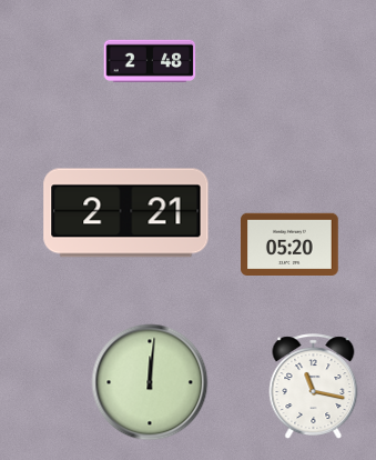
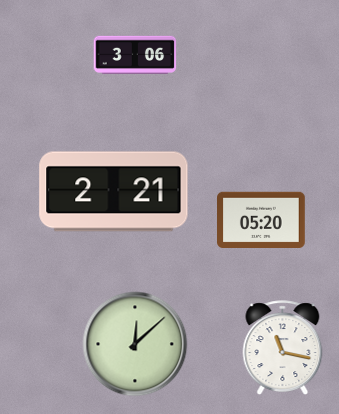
clock at (150, 60): 2:48 -> 3:06
clock at (150, 382): 12:01 -> 12:08
